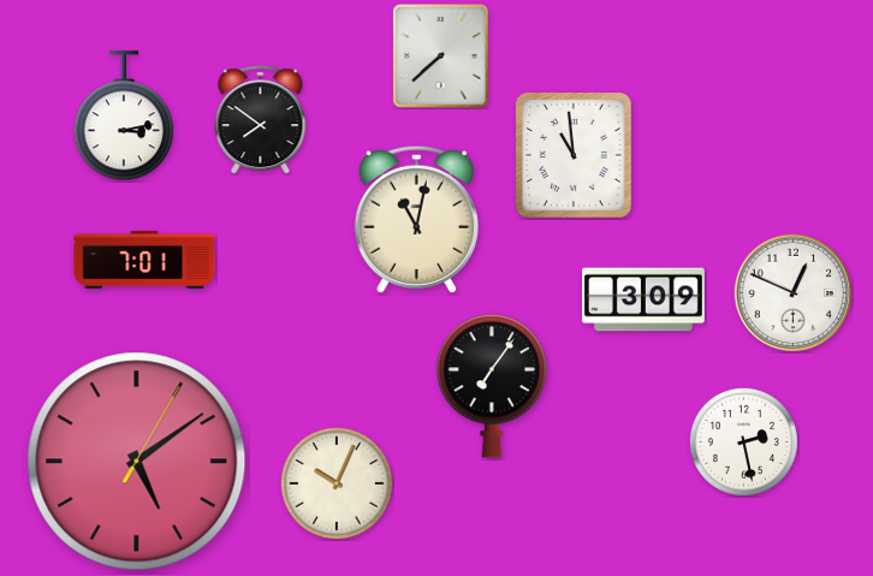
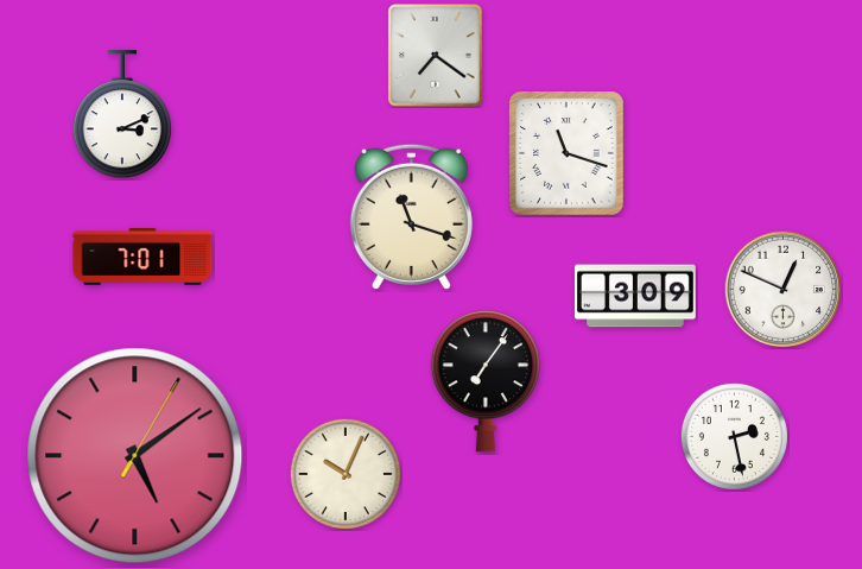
clock at (441, 57): 7:38 -> 7:21
clock at (124, 117): 3:13 -> 3:11
clock at (261, 120): 7:51 -> none
clock at (575, 156): 10:59 -> 11:18
clock at (416, 219): 11:02 -> 11:18
clock at (337, 483) position: (337, 483) -> (346, 474)
